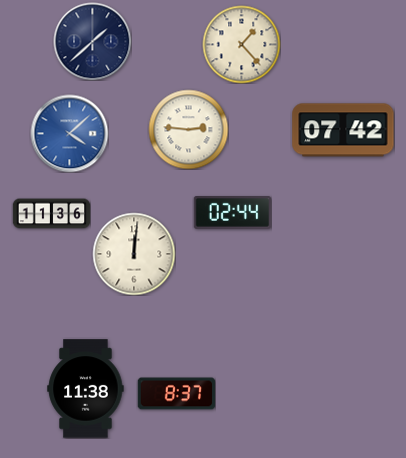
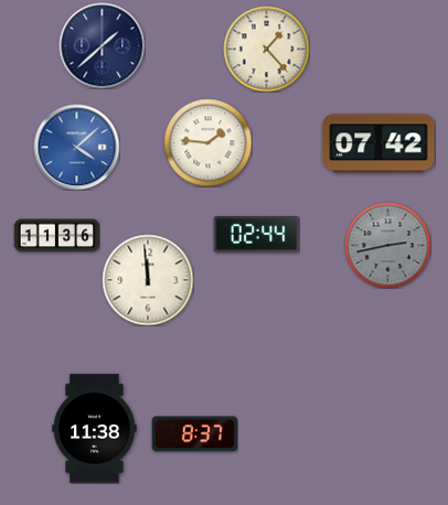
clock at (188, 129): 2:46 -> 1:46
clock at (387, 245): none -> 2:43
clock at (134, 254): 12:01 -> 11:59
